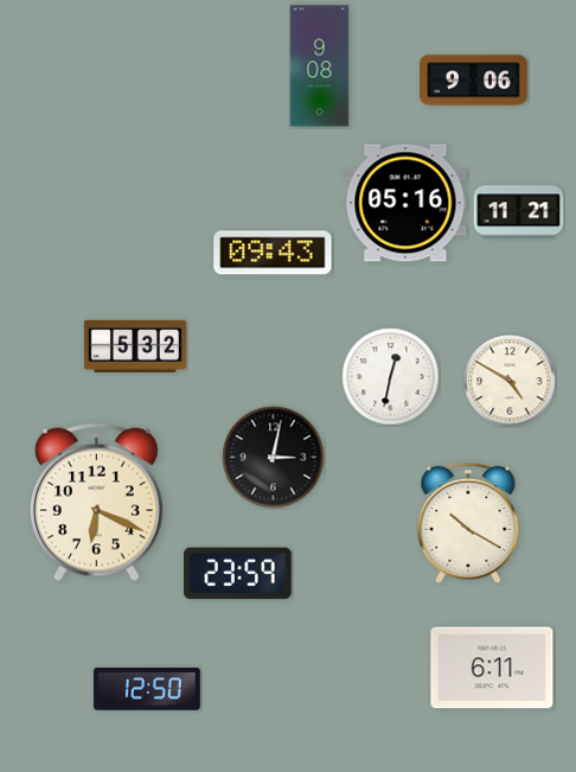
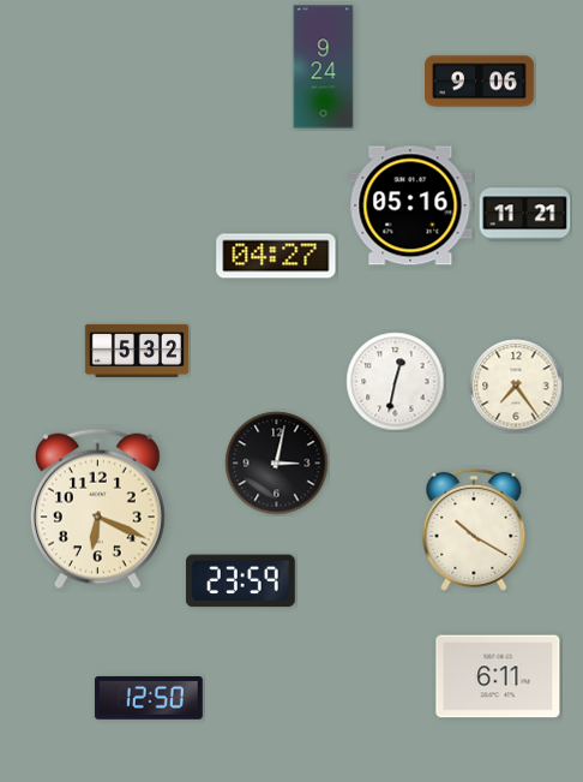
clock at (320, 66): 9:08 -> 9:24
clock at (273, 253): 09:43 -> 04:27
clock at (510, 381): 4:50 -> 7:24
